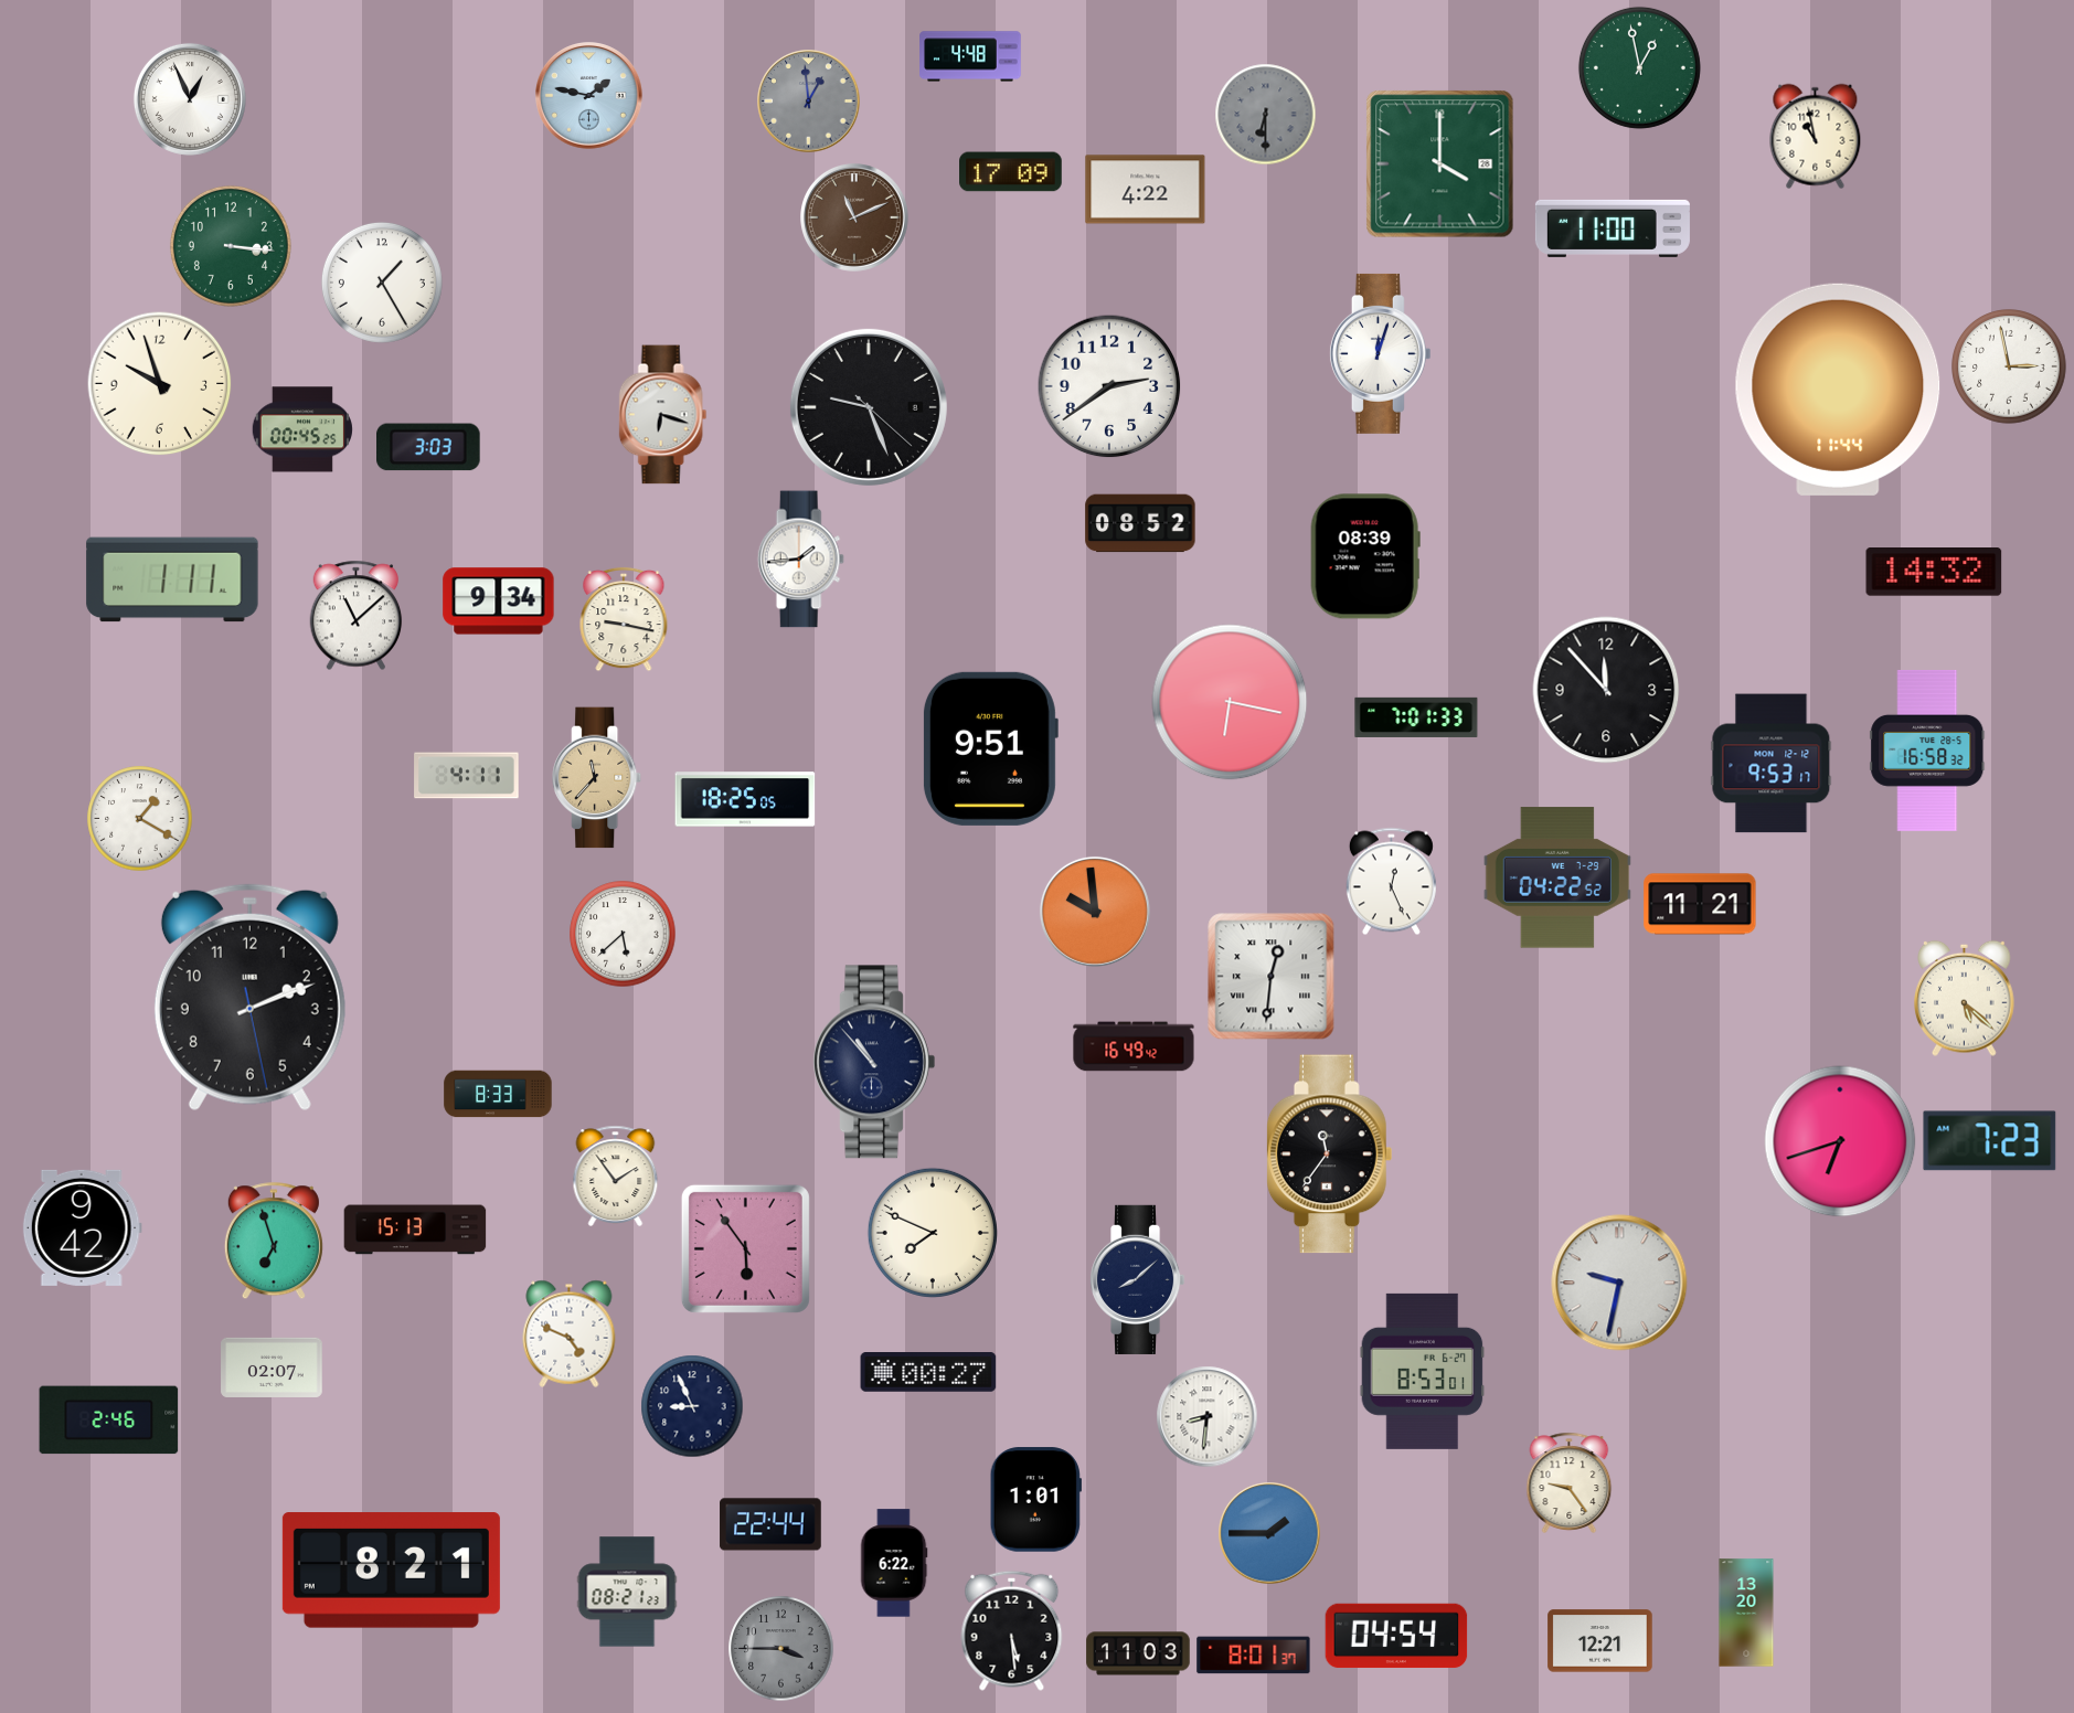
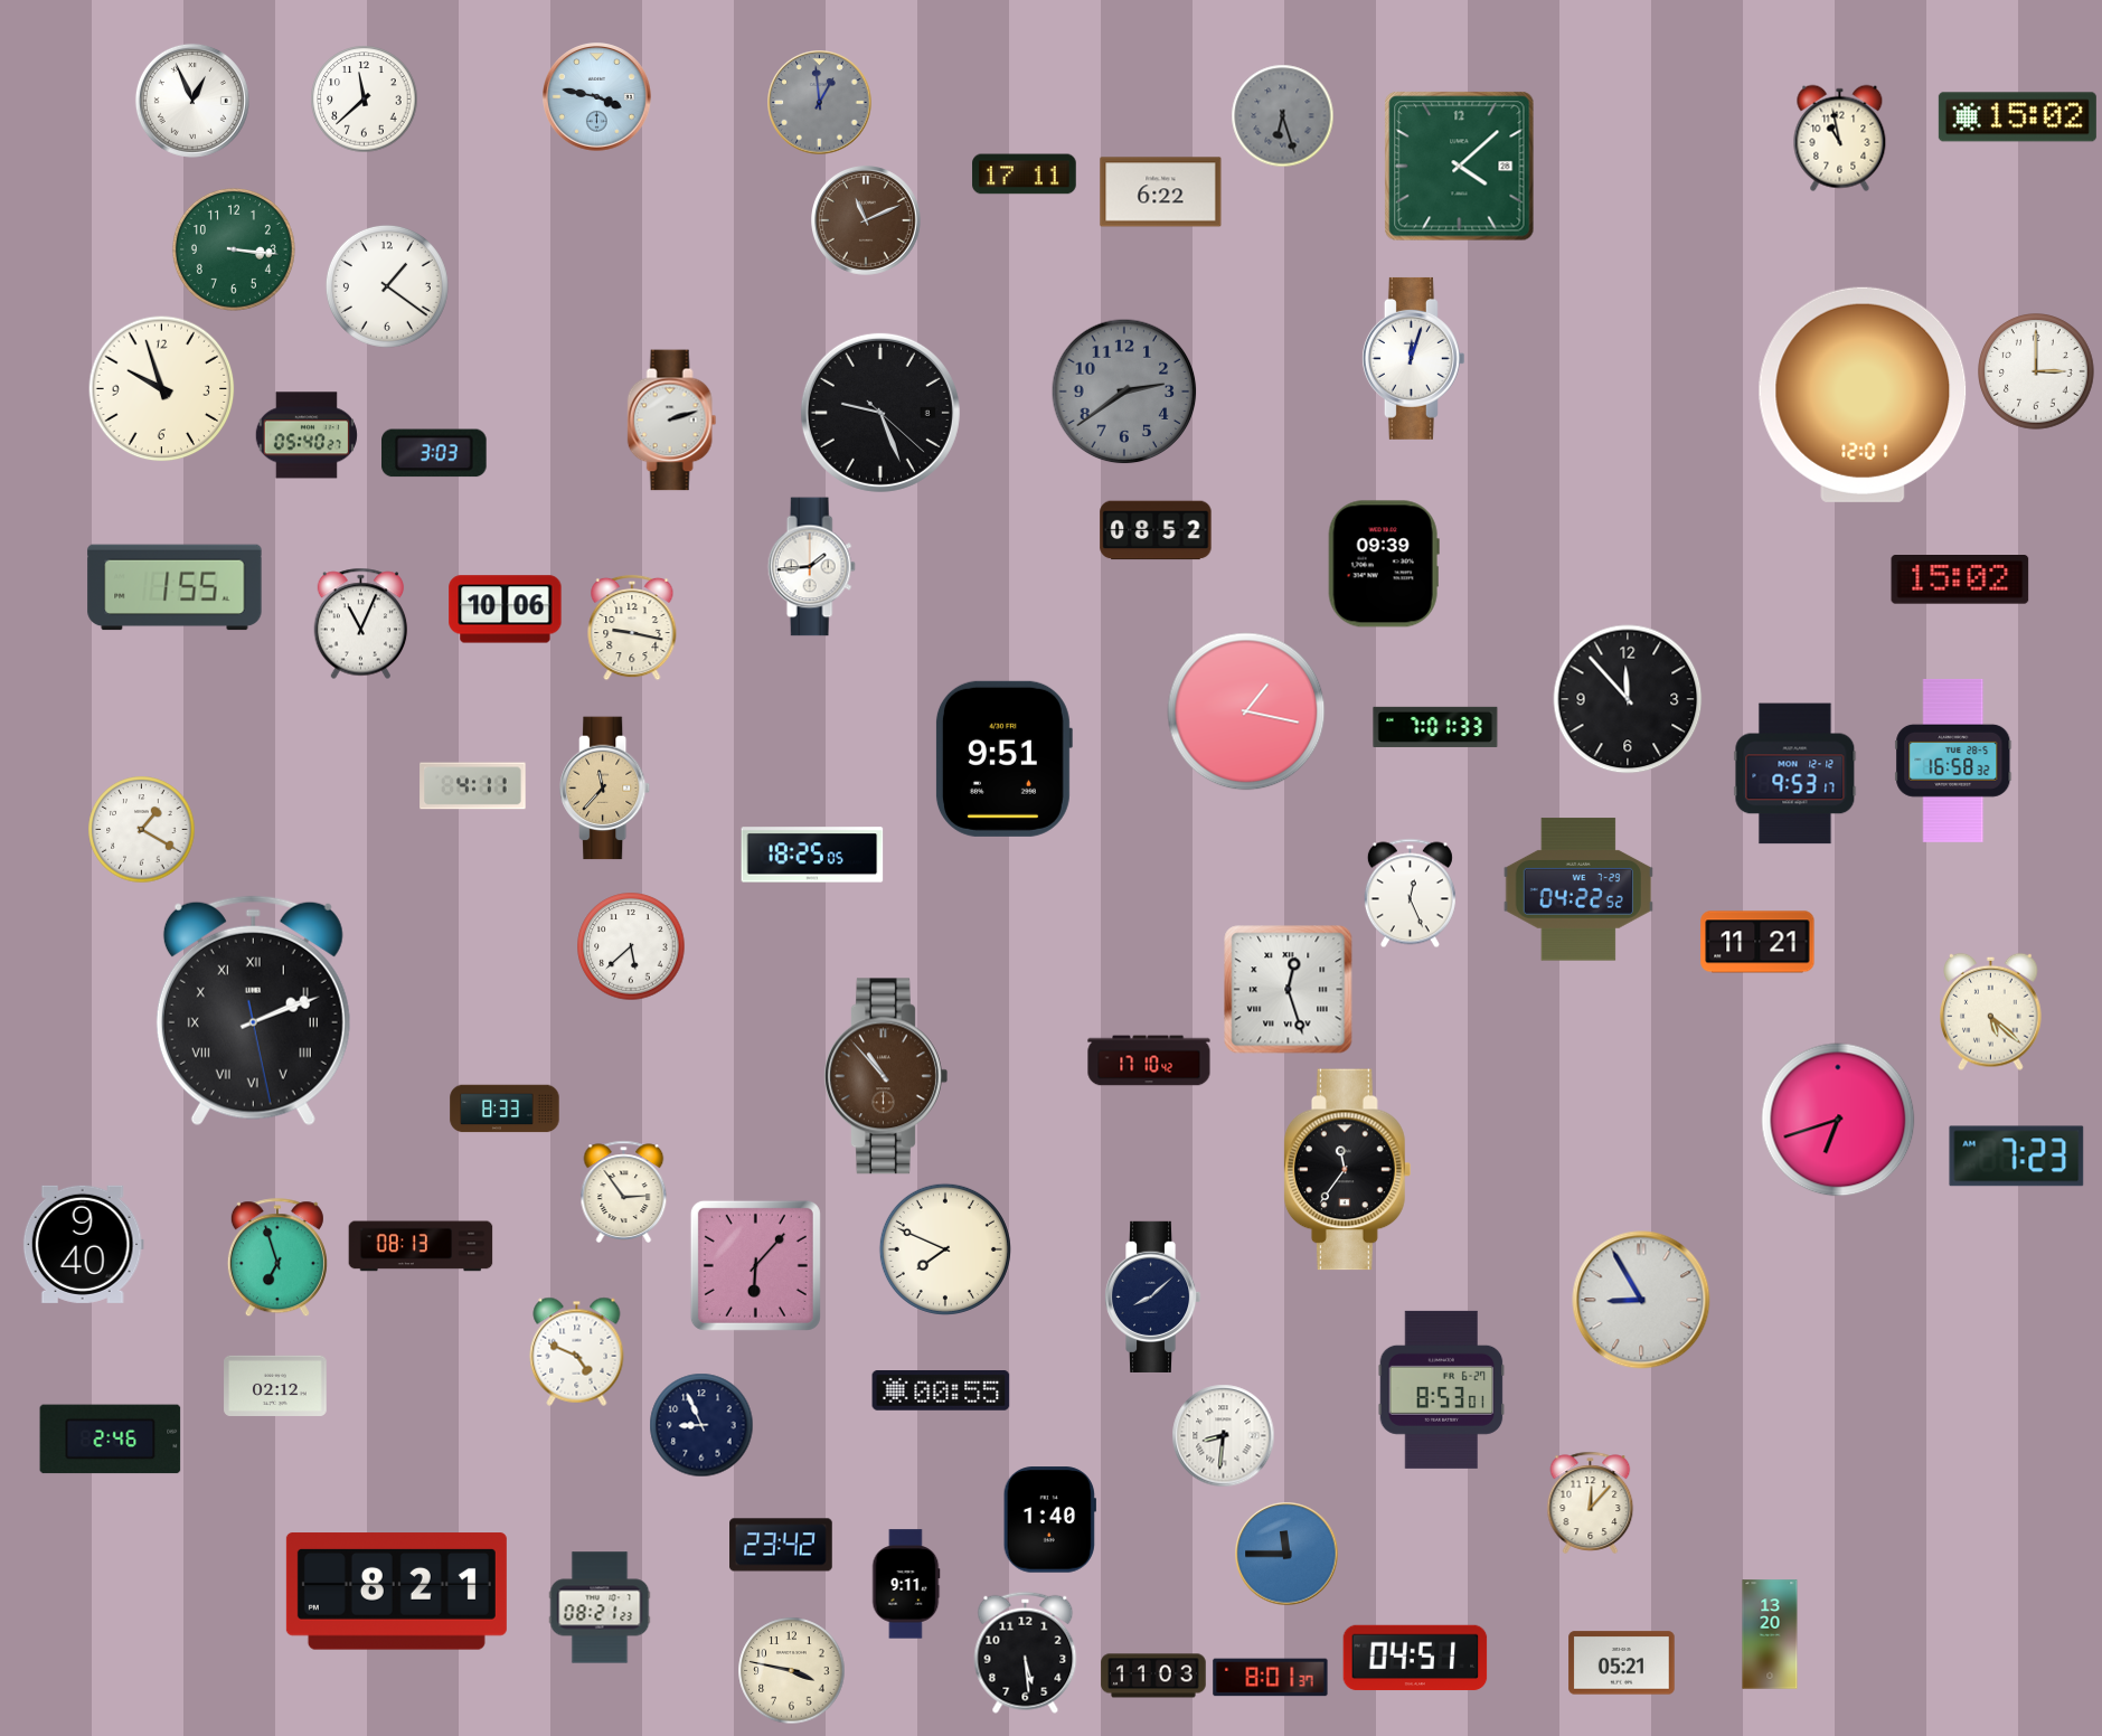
clock at (970, 56): 4:48 -> none
clock at (1639, 67): 12:58 -> none
clock at (589, 96): 1:47 -> 3:47
clock at (364, 98): none -> 11:38
clock at (1265, 114): 6:30 -> 6:27
clock at (2017, 117): none -> 15:02
clock at (1440, 164): 4:00 -> 4:08
clock at (1011, 172): 17:09 -> 17:11
clock at (1146, 190): 4:22 -> 6:22
clock at (1613, 228): 11:00 -> none
clock at (382, 283): 1:25 -> 1:21
clock at (1380, 353) position: (1380, 353) -> (1413, 358)
clock at (2010, 368): 2:58 -> 3:00
clock at (1109, 386) dial: white -> grey
clock at (1838, 390): 11:44 -> 12:01
clock at (663, 415): 6:18 -> 2:12
clock at (302, 429): 00:45 -> 05:40
clock at (1365, 556): 08:39 -> 09:39
clock at (1934, 573): 14:32 -> 15:02
clock at (172, 579): 1:11 -> 1:55
clock at (499, 602): 9:34 -> 10:06
clock at (357, 615): 11:08 -> 11:04
clock at (1230, 702): 6:17 -> 1:17
clock at (745, 799) position: (745, 799) -> (812, 855)
clock at (1700, 904) position: (1700, 904) -> (1757, 942)
clock at (1095, 912): 9:59 -> none
clock at (1272, 977): 12:31 -> 12:27
clock at (249, 998) numerals: Arabic -> Roman
clock at (1134, 1046): 16:49 -> 17:10
clock at (874, 1062) dial: navy -> brown
clock at (1840, 1141) position: (1840, 1141) -> (1838, 1120)
clock at (616, 1175): 1:54 -> 2:54
clock at (82, 1227): 9:42 -> 9:40
clock at (415, 1230): 15:13 -> 08:13
clock at (745, 1248): 5:54 -> 6:07
clock at (1619, 1283): 9:32 -> 8:55
clock at (272, 1368): 02:07 -> 02:12
clock at (928, 1373): 00:27 -> 00:55
clock at (1570, 1482): 9:24 -> 12:07
clock at (1035, 1500): 1:01 -> 1:40
clock at (770, 1524): 22:44 -> 23:42
clock at (1269, 1533): 1:45 -> 11:45
clock at (894, 1563): 6:22 -> 9:11
clock at (627, 1592) position: (627, 1592) -> (600, 1607)
clock at (1396, 1636): 04:54 -> 04:51
clock at (1600, 1641): 12:21 -> 05:21
clock at (780, 1648): 3:45 -> 3:47
clock at (780, 1648) dial: grey -> cream
